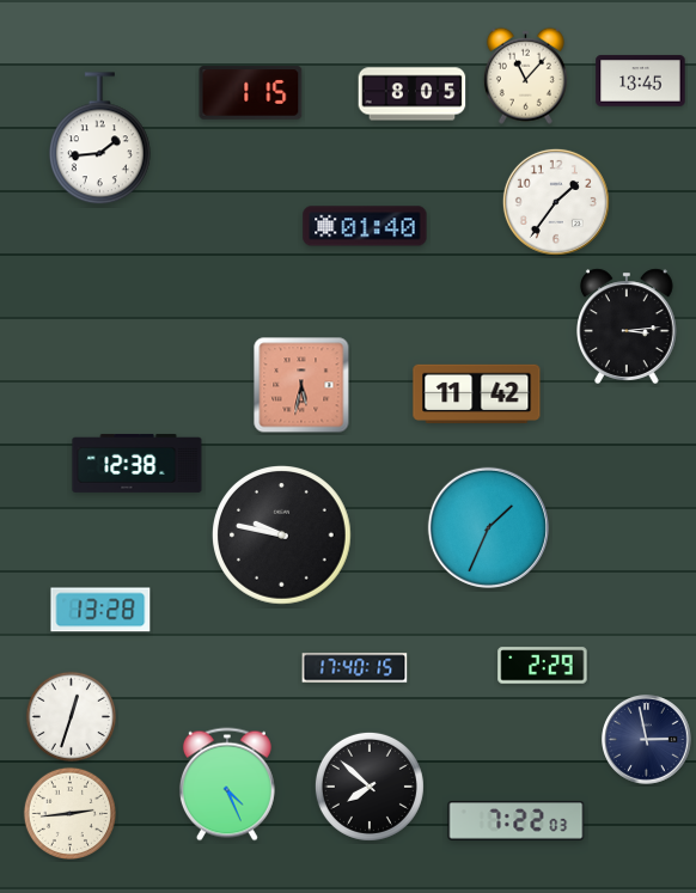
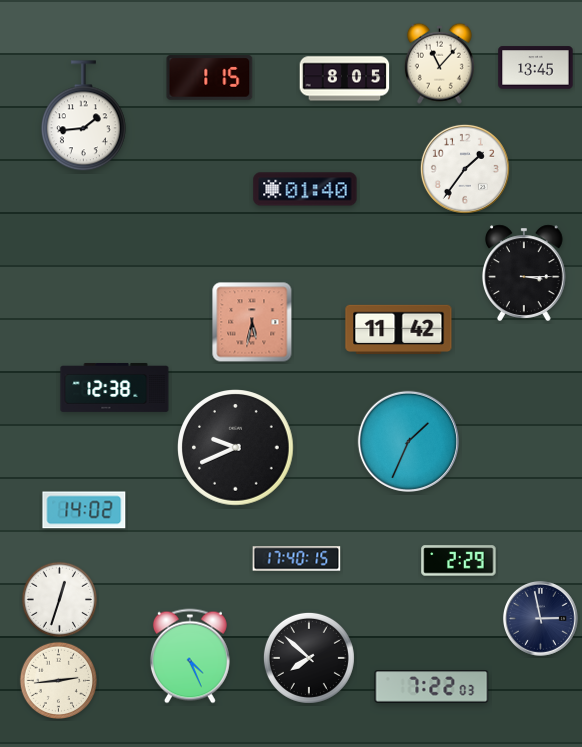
clock at (628, 326): 3:14 -> 3:15
clock at (282, 536): 9:47 -> 9:41
clock at (100, 610): 13:28 -> 14:02
clock at (543, 666) position: (543, 666) -> (459, 561)
